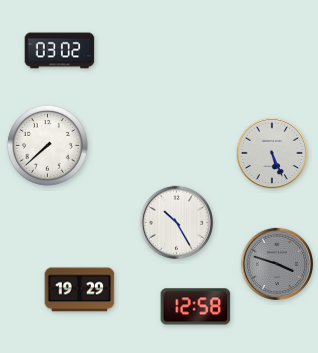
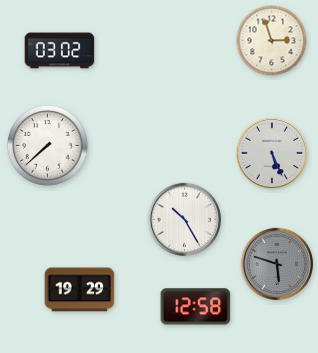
clock at (272, 41): none -> 2:57
clock at (176, 222) position: (176, 222) -> (184, 219)
clock at (277, 264): 3:48 -> 5:48
